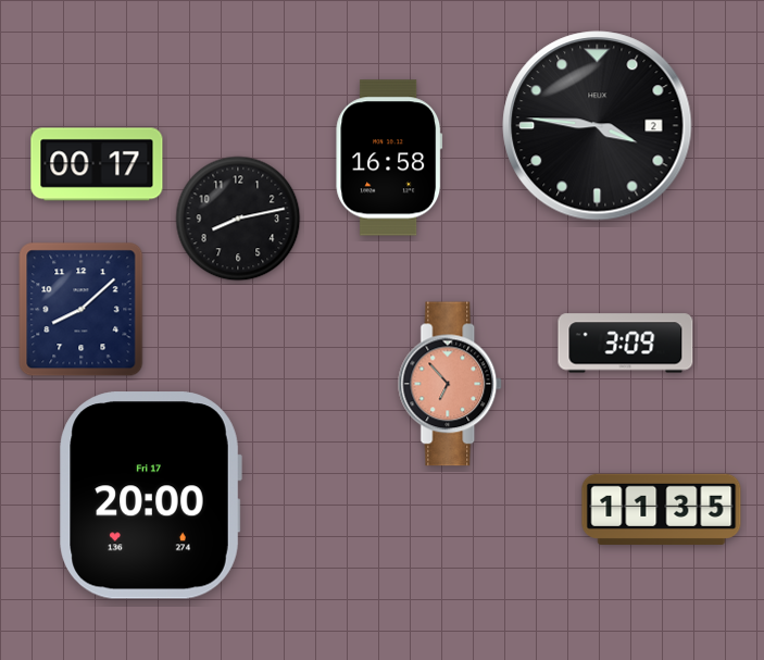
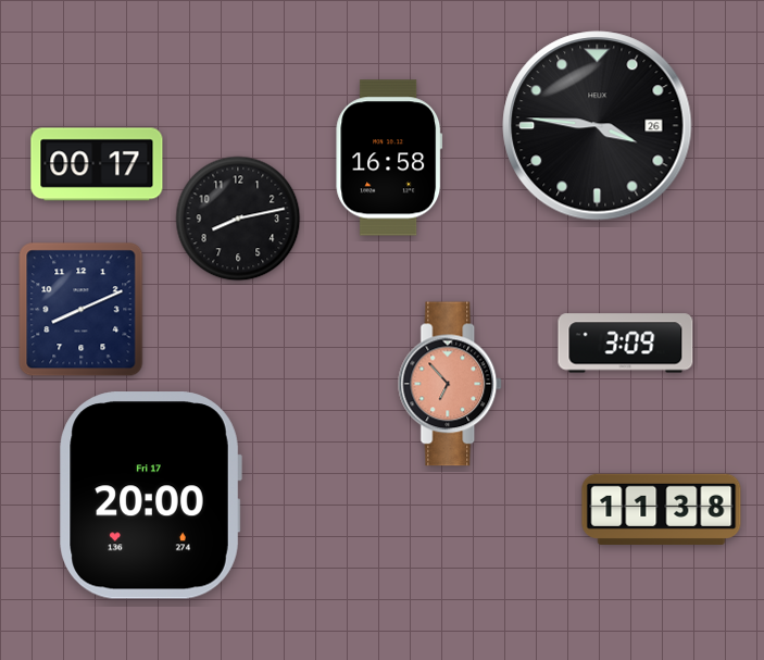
clock at (598, 126) date: 2 -> 26
clock at (82, 310): 8:08 -> 8:11
clock at (662, 509): 11:35 -> 11:38
